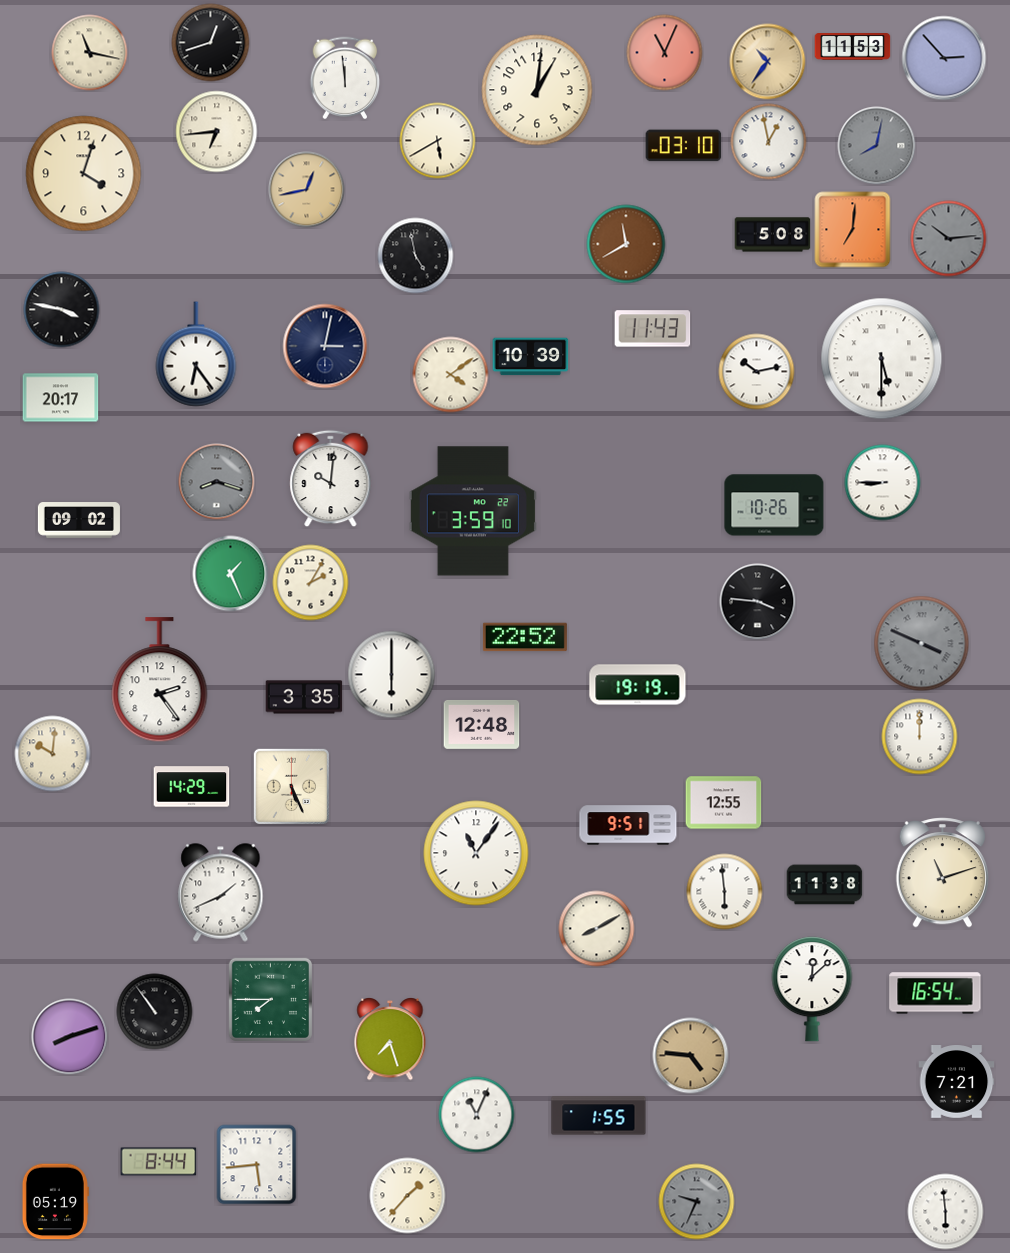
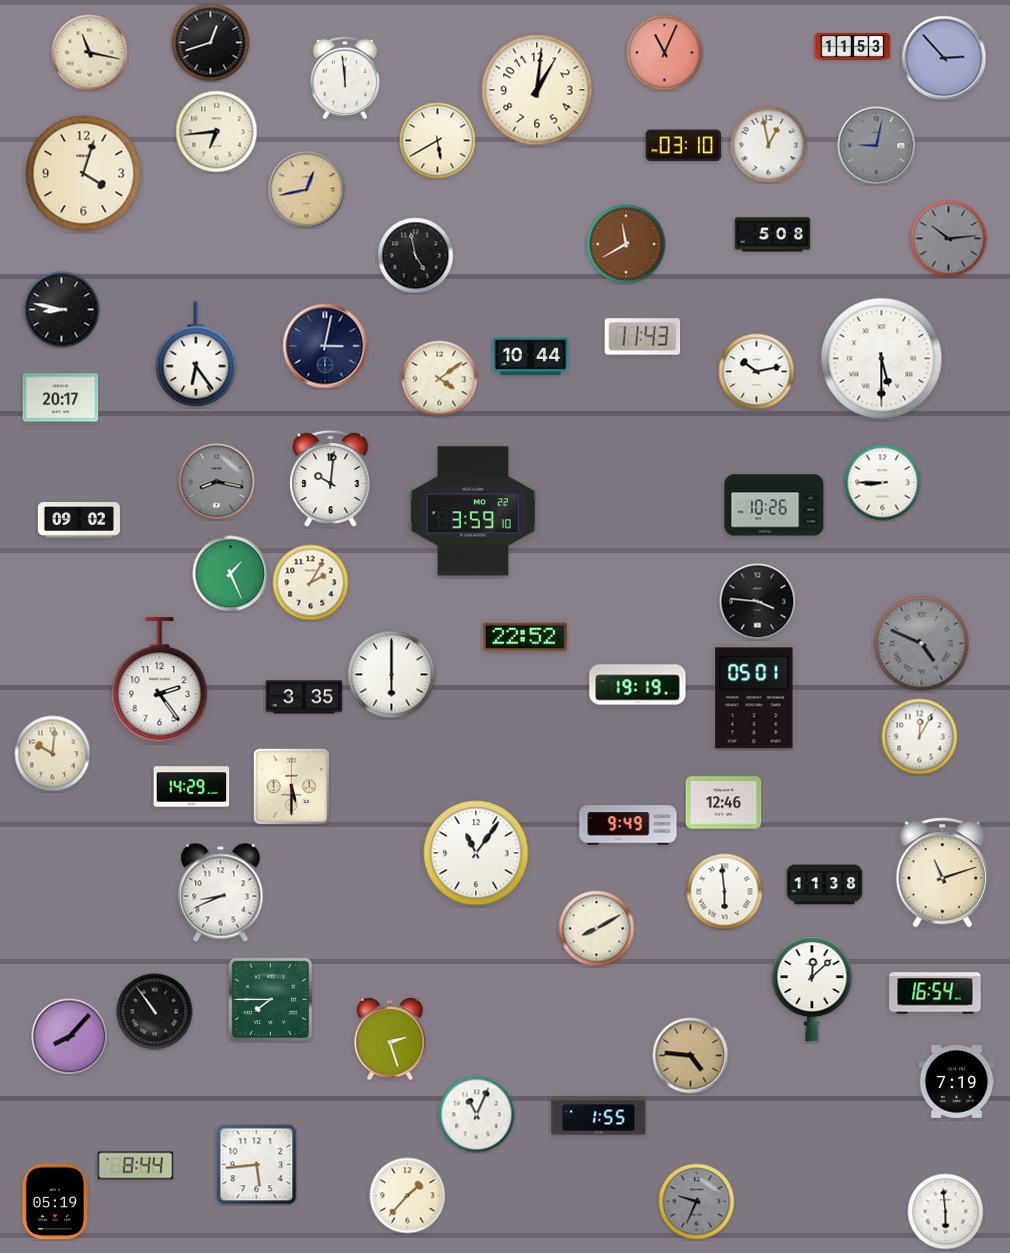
clock at (768, 62): 10:36 -> none
clock at (769, 142) position: (769, 142) -> (769, 145)
clock at (877, 146): 8:02 -> 9:02
clock at (853, 230): 7:01 -> none
clock at (62, 310): 3:47 -> 8:47
clock at (653, 329) position: (653, 329) -> (643, 337)
clock at (531, 357): 10:39 -> 10:44
clock at (451, 375) position: (451, 375) -> (440, 379)
clock at (217, 482): 8:18 -> 8:17
clock at (922, 644): 3:49 -> 4:49
clock at (754, 698): none -> 05:01
clock at (482, 724): 12:48 -> none
clock at (920, 737): 12:00 -> 12:05
clock at (291, 786): 5:26 -> 5:30
clock at (724, 803): 12:55 -> 12:46
clock at (628, 825): 9:51 -> 9:49
clock at (221, 893): 1:41 -> 8:41
clock at (70, 1037): 8:12 -> 8:07
clock at (390, 1039): 7:27 -> 2:27
clock at (957, 1082): 7:21 -> 7:19
clock at (159, 1162) position: (159, 1162) -> (136, 1166)
